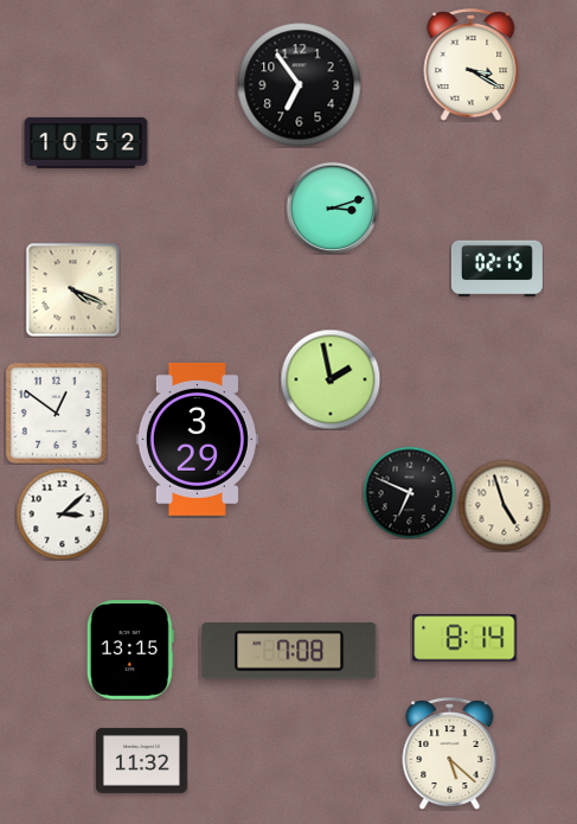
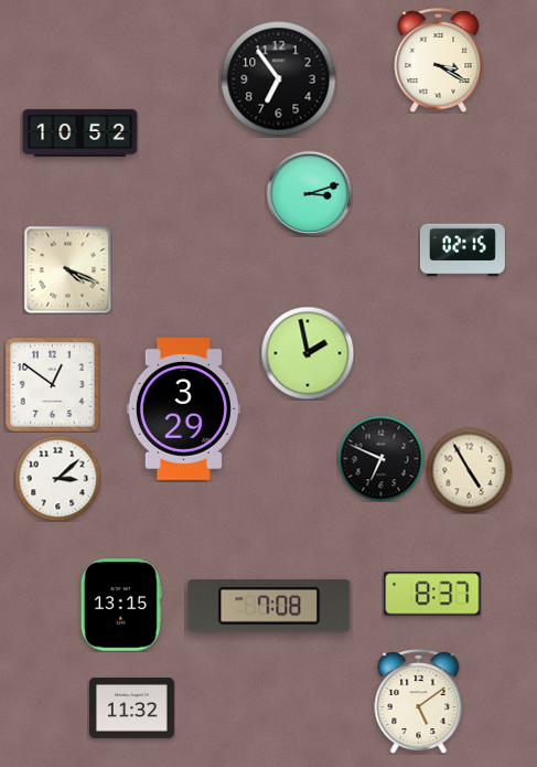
clock at (504, 505): 4:57 -> 4:55
clock at (464, 638): 8:14 -> 8:37
clock at (450, 754): 5:22 -> 5:09
